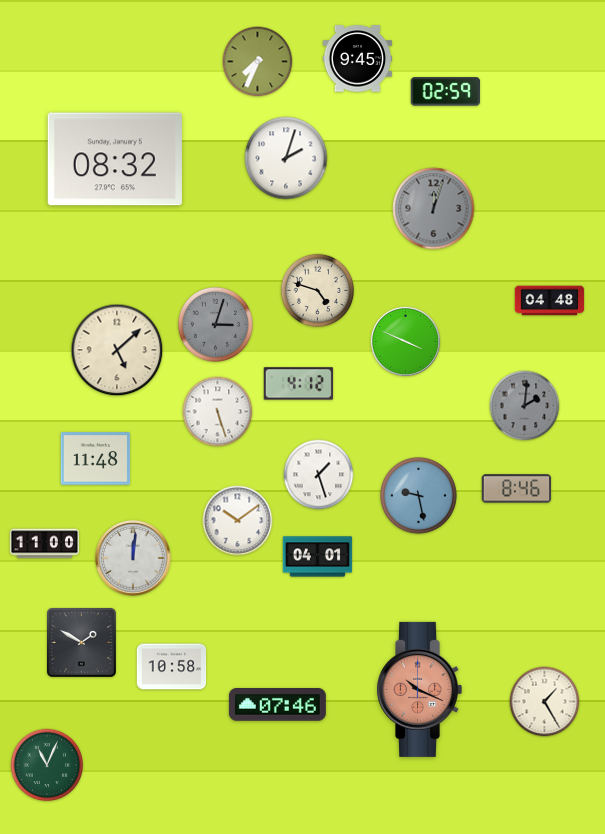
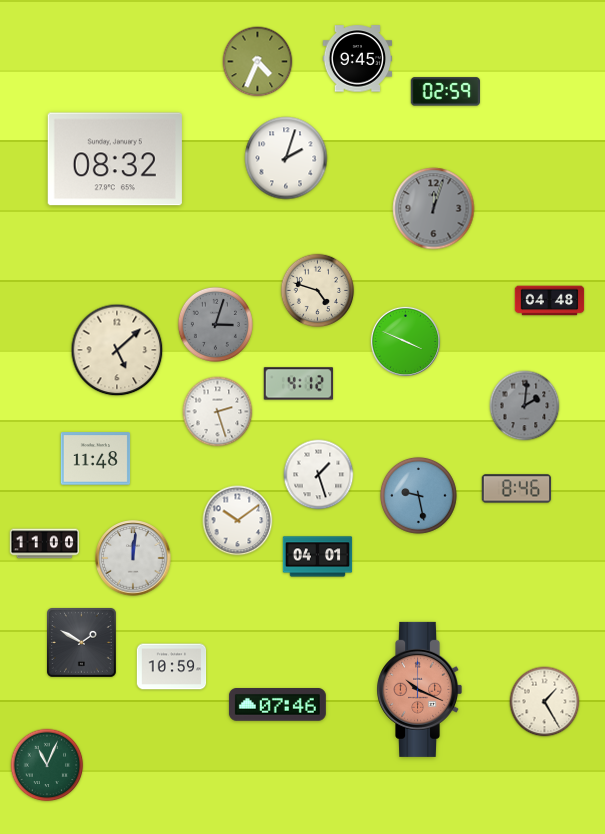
clock at (258, 62): 7:34 -> 4:34
clock at (218, 412): 5:27 -> 2:27
clock at (172, 667): 10:58 -> 10:59
